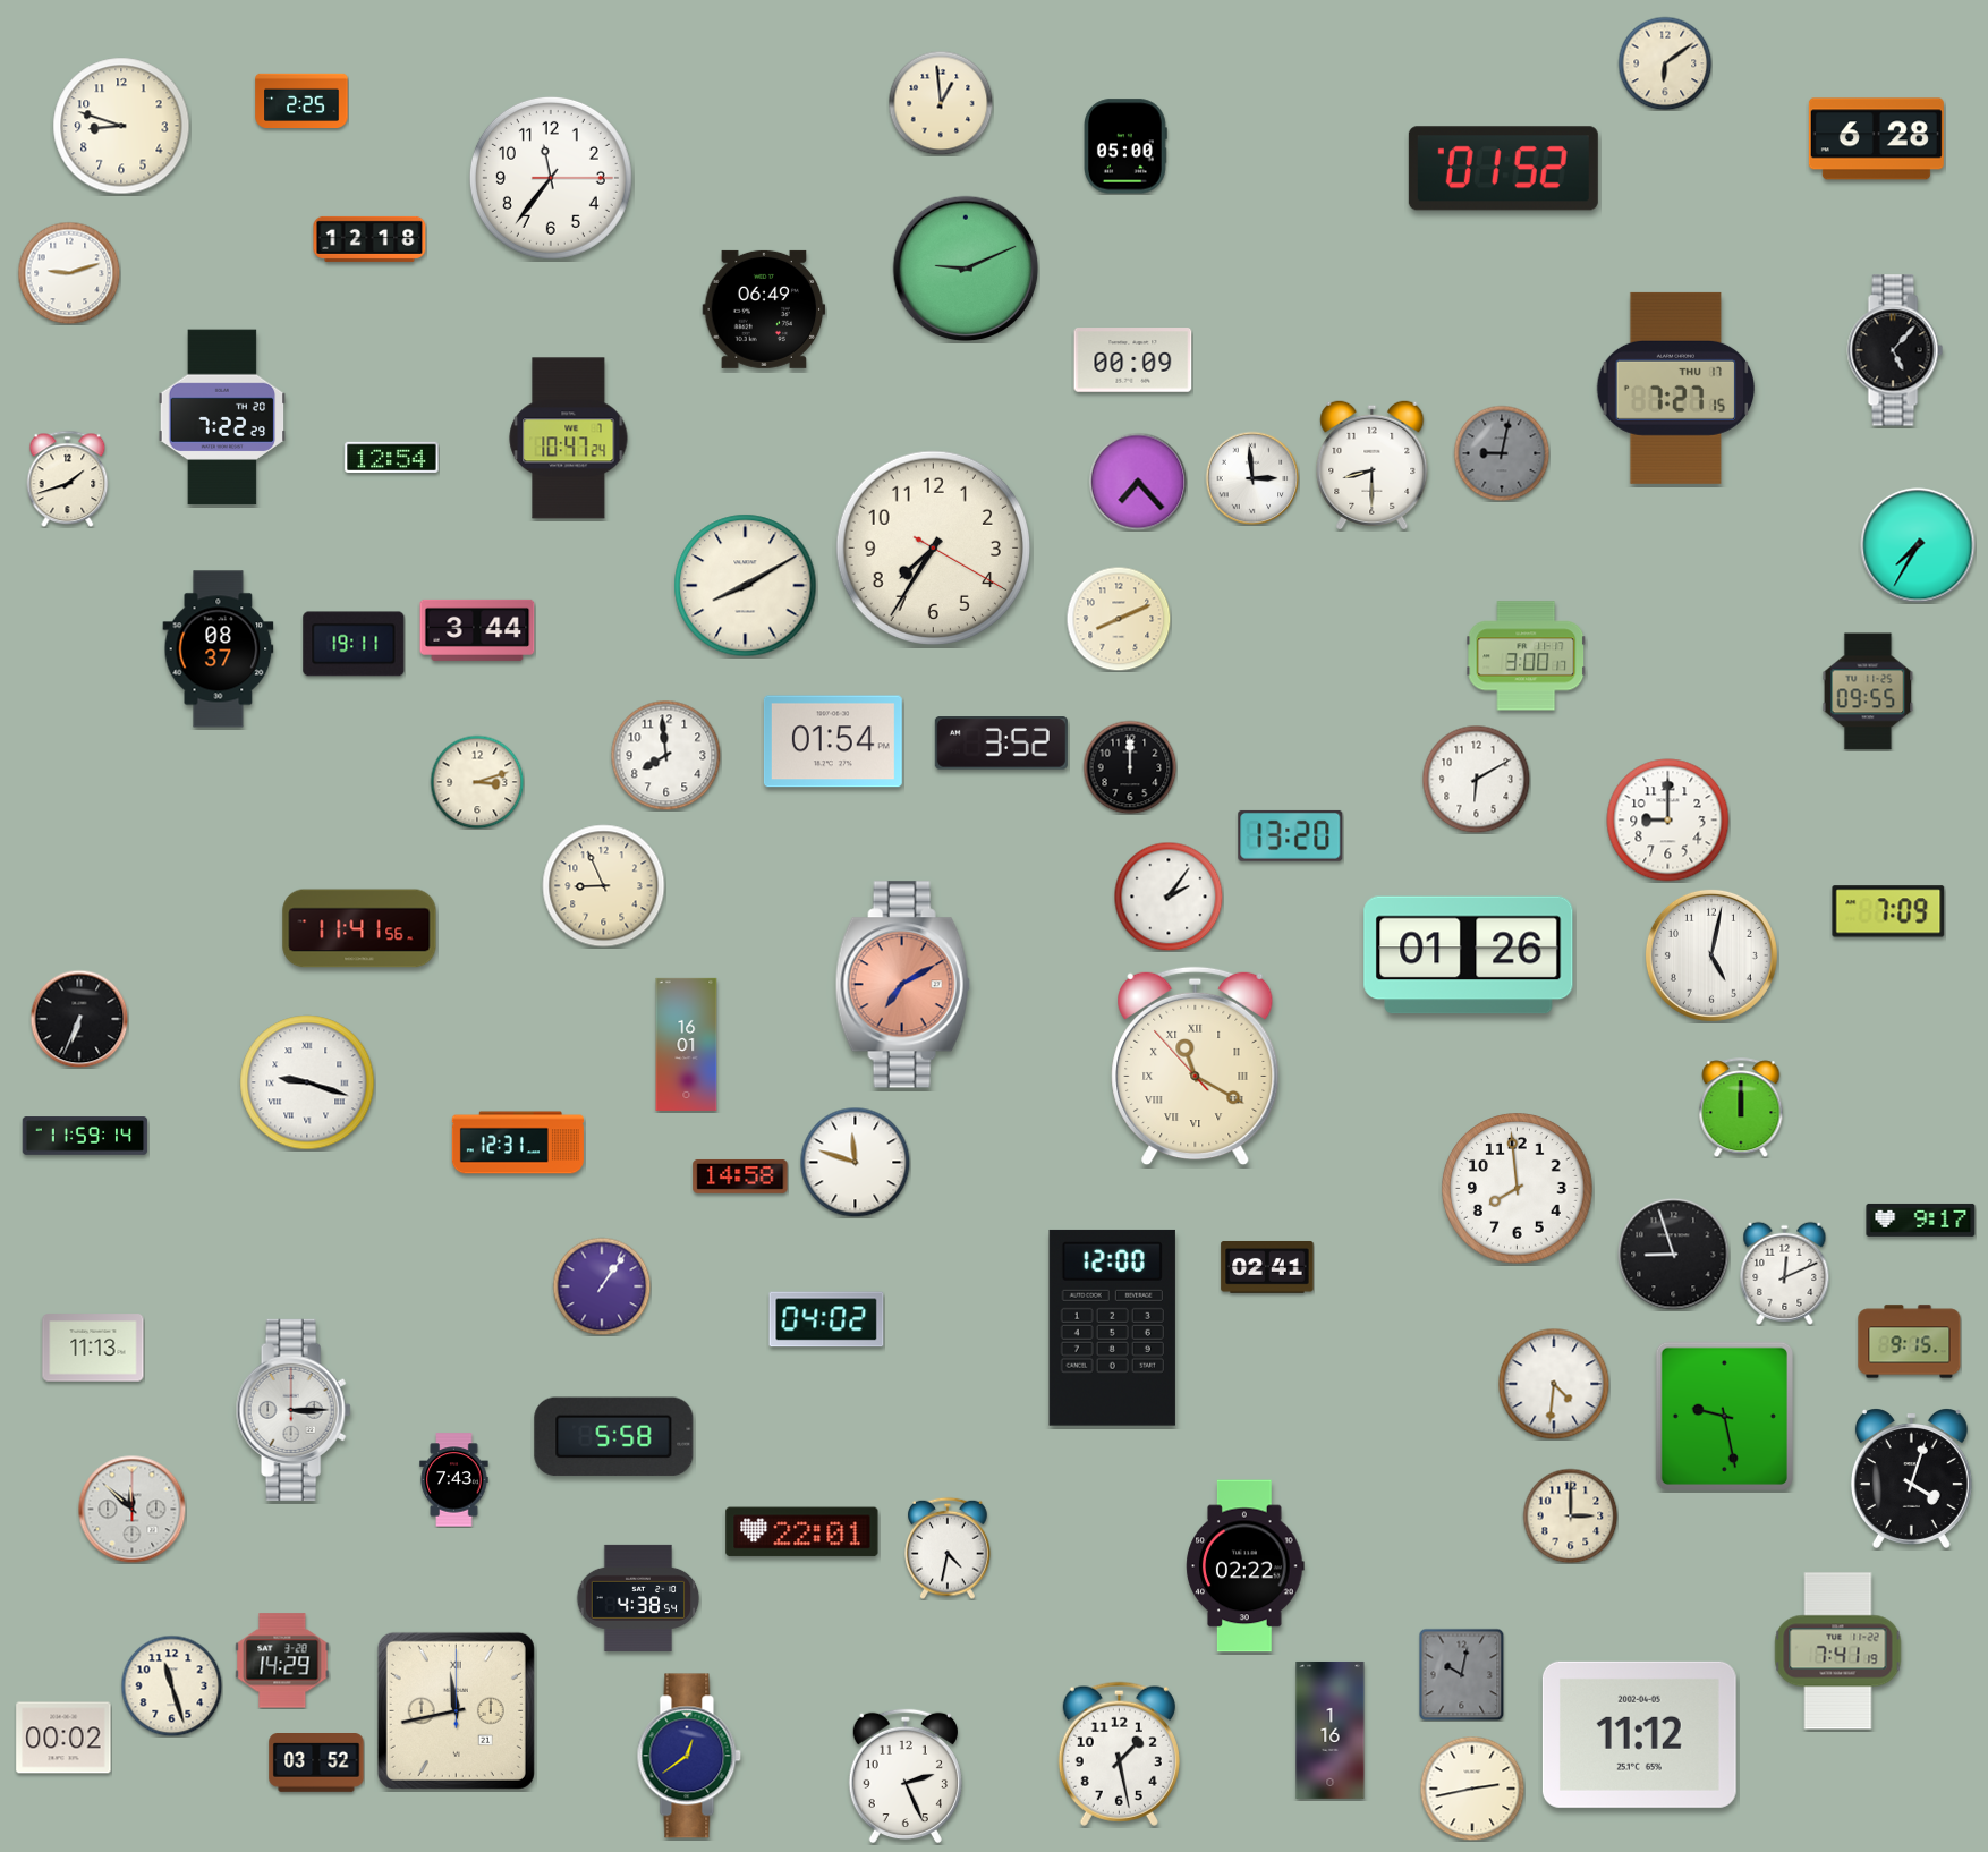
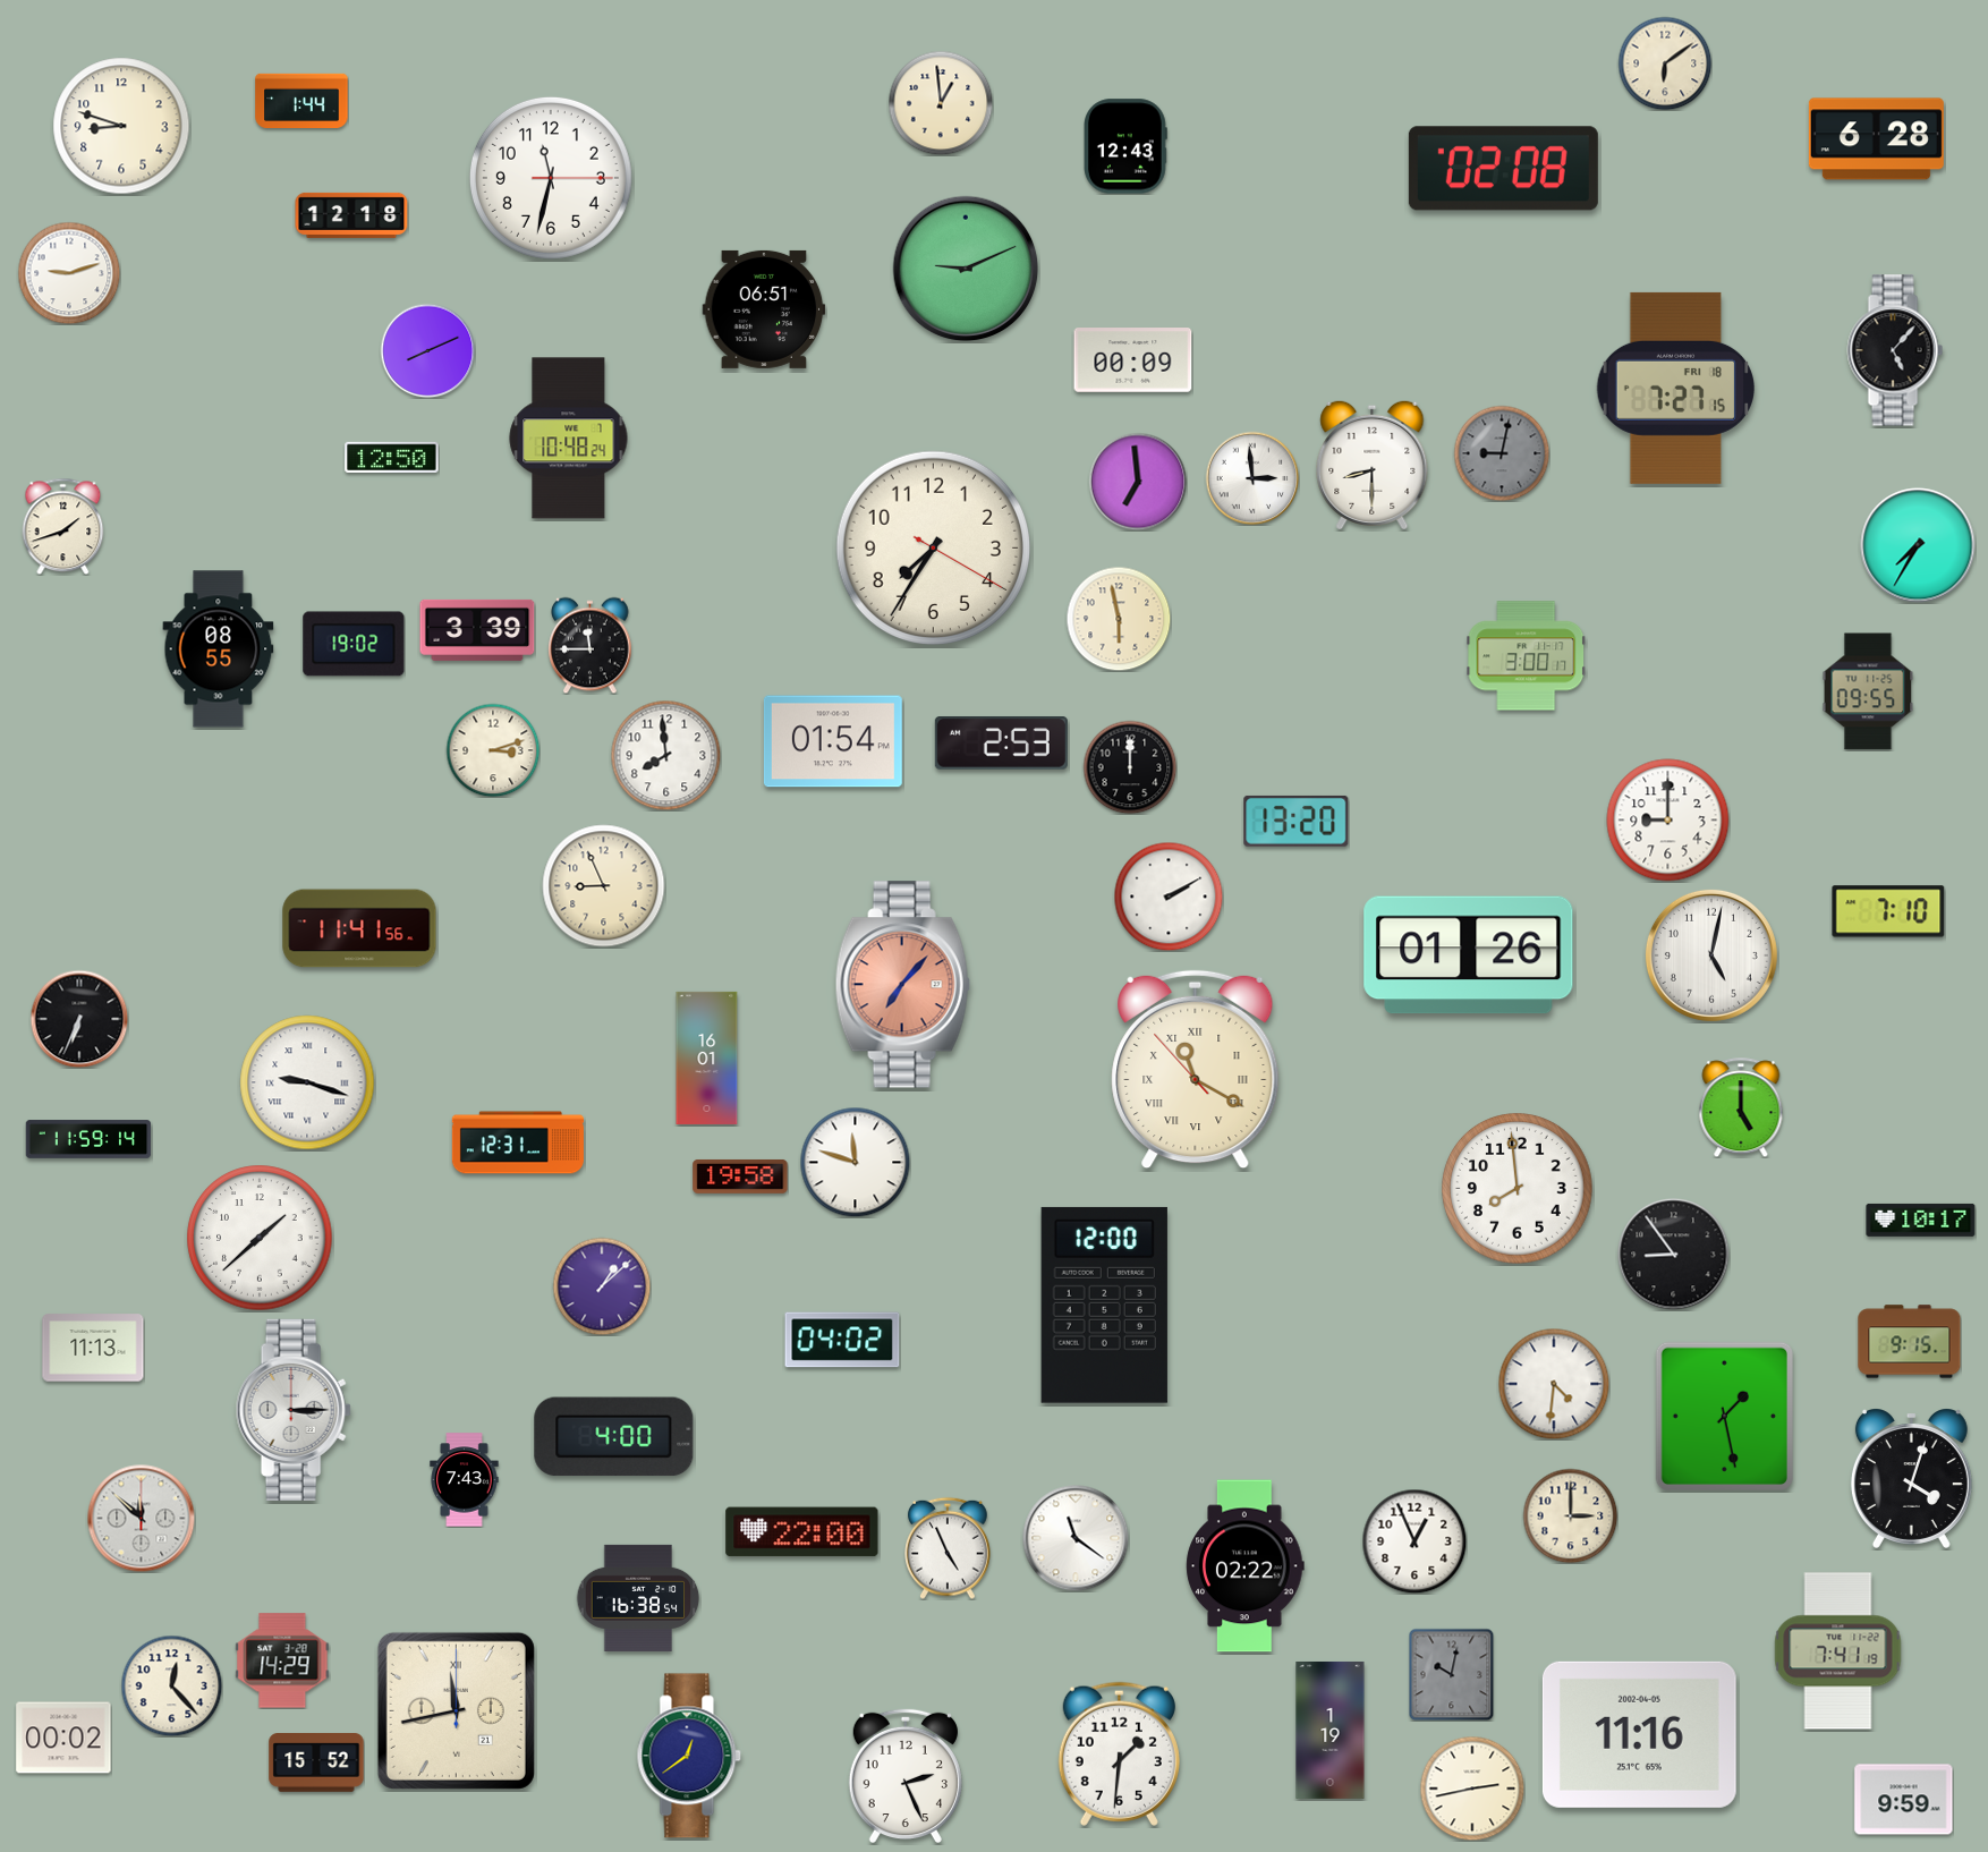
clock at (301, 100): 2:25 -> 1:44
clock at (1127, 146): 05:00 -> 12:43
clock at (1503, 169): 01:52 -> 02:08
clock at (551, 178): 11:36 -> 11:32
clock at (369, 239) position: (369, 239) -> (351, 215)
clock at (764, 309): 06:49 -> 06:51
clock at (427, 350): none -> 8:11
clock at (1676, 388) date: THU 17 -> FRI 18
clock at (222, 417): 7:22 -> none
clock at (569, 439): 10:47 -> 10:48
clock at (392, 457): 12:54 -> 12:50
clock at (68, 478) position: (68, 478) -> (63, 526)
clock at (1138, 482): 7:23 -> 6:59
clock at (746, 586): 8:10 -> none
clock at (1119, 619): 8:11 -> 5:58
clock at (477, 630): 3:44 -> 3:39
clock at (354, 644): 19:11 -> 19:02
clock at (591, 645): none -> 11:45
clock at (219, 649): 08:37 -> 08:55
clock at (1001, 744): 3:52 -> 2:53
clock at (1476, 779): 6:10 -> none
clock at (477, 782) position: (477, 782) -> (493, 750)
clock at (1291, 835) position: (1291, 835) -> (1297, 821)
clock at (1169, 897): 2:06 -> 2:10
clock at (1888, 911): 7:09 -> 7:10
clock at (902, 985): 7:10 -> 7:07
clock at (687, 1044) position: (687, 1044) -> (707, 1057)
clock at (1196, 1067) position: (1196, 1067) -> (1196, 1070)
clock at (1741, 1107): 12:00 -> 5:00
clock at (85, 1136) position: (85, 1136) -> (88, 1139)
clock at (740, 1176): 14:58 -> 19:58
clock at (1921, 1220): 9:17 -> 10:17
clock at (260, 1238): none -> 1:38
clock at (1674, 1255): 8:57 -> 8:54
clock at (1267, 1268): 02:41 -> none
clock at (1785, 1273): 12:11 -> none
clock at (602, 1286): 1:06 -> 1:08
clock at (826, 1319) position: (826, 1319) -> (842, 1340)
clock at (1112, 1327) position: (1112, 1327) -> (1104, 1305)
clock at (1724, 1416): 9:28 -> 1:28
clock at (614, 1437): 5:58 -> 4:00
clock at (454, 1480) position: (454, 1480) -> (465, 1480)
clock at (131, 1509) position: (131, 1509) -> (141, 1518)
clock at (802, 1532): 22:01 -> 22:00
clock at (1076, 1538): none -> 11:21
clock at (1414, 1541): none -> 12:56
clock at (949, 1548): 4:32 -> 4:56
clock at (638, 1598): 4:38 -> 16:38
clock at (1462, 1674) position: (1462, 1674) -> (1452, 1674)
clock at (171, 1685): 11:27 -> 12:23
clock at (1331, 1730): 1:16 -> 1:19
clock at (1639, 1734): 11:12 -> 11:16
clock at (1119, 1753): 1:28 -> 1:31
clock at (316, 1764): 03:52 -> 15:52
clock at (1904, 1800): none -> 9:59
